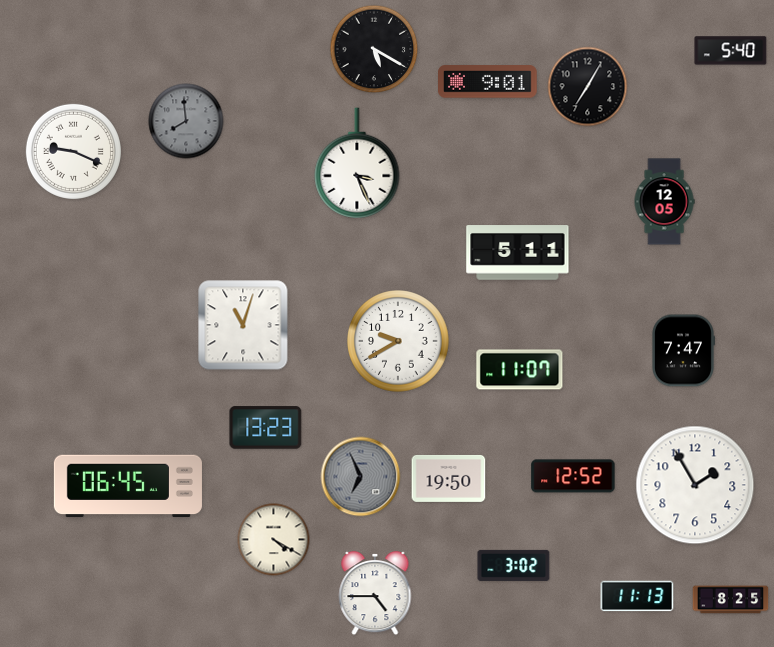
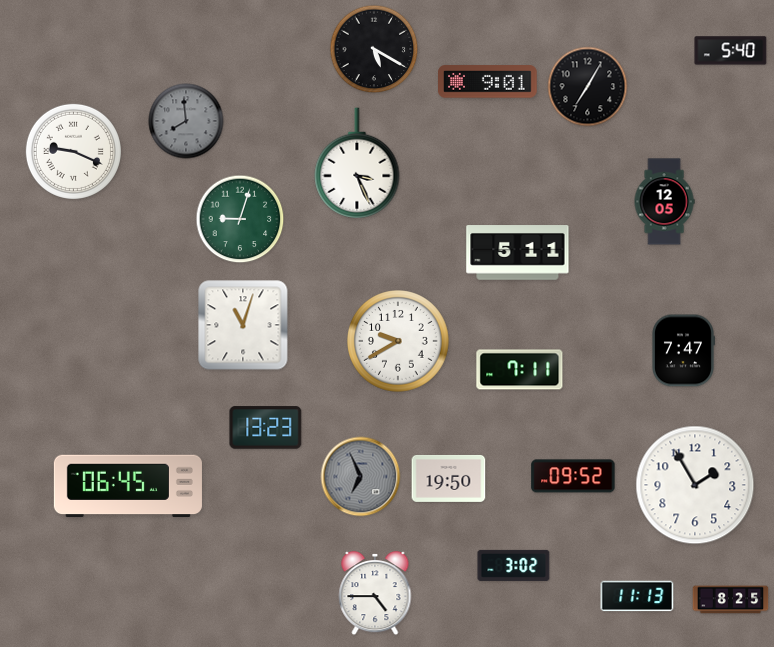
clock at (240, 219): none -> 9:03
clock at (520, 370): 11:07 -> 7:11
clock at (573, 476): 12:52 -> 09:52
clock at (274, 540): 4:20 -> none
